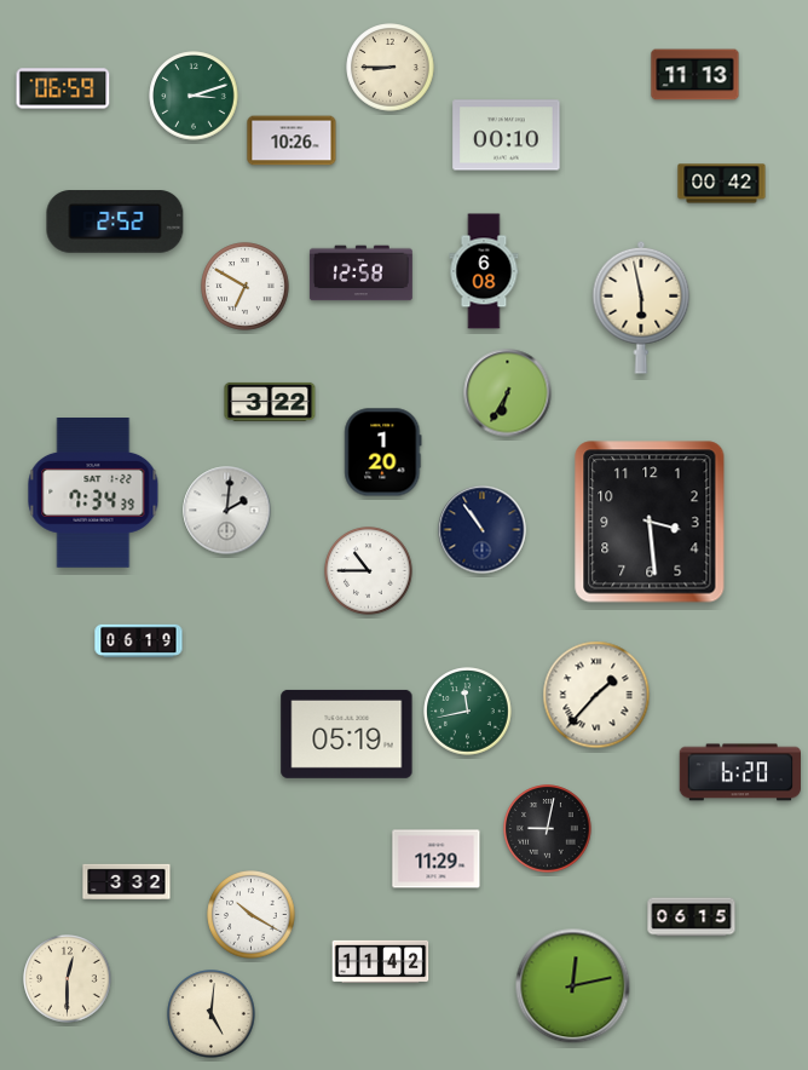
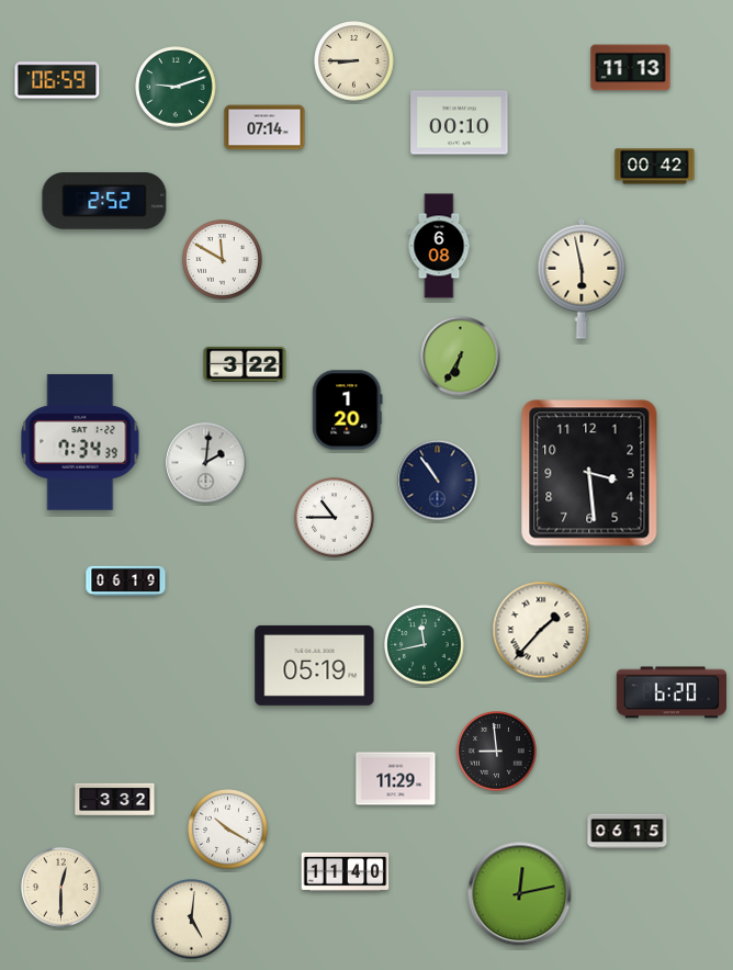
clock at (194, 96): 3:12 -> 9:12
clock at (292, 140): 10:26 -> 07:14
clock at (360, 274): 12:58 -> none
clock at (246, 287): 6:50 -> 11:50
clock at (93, 494) position: (93, 494) -> (80, 443)
clock at (740, 772) position: (740, 772) -> (672, 692)
clock at (548, 829): 9:02 -> 8:59
clock at (381, 961): 11:42 -> 11:40
